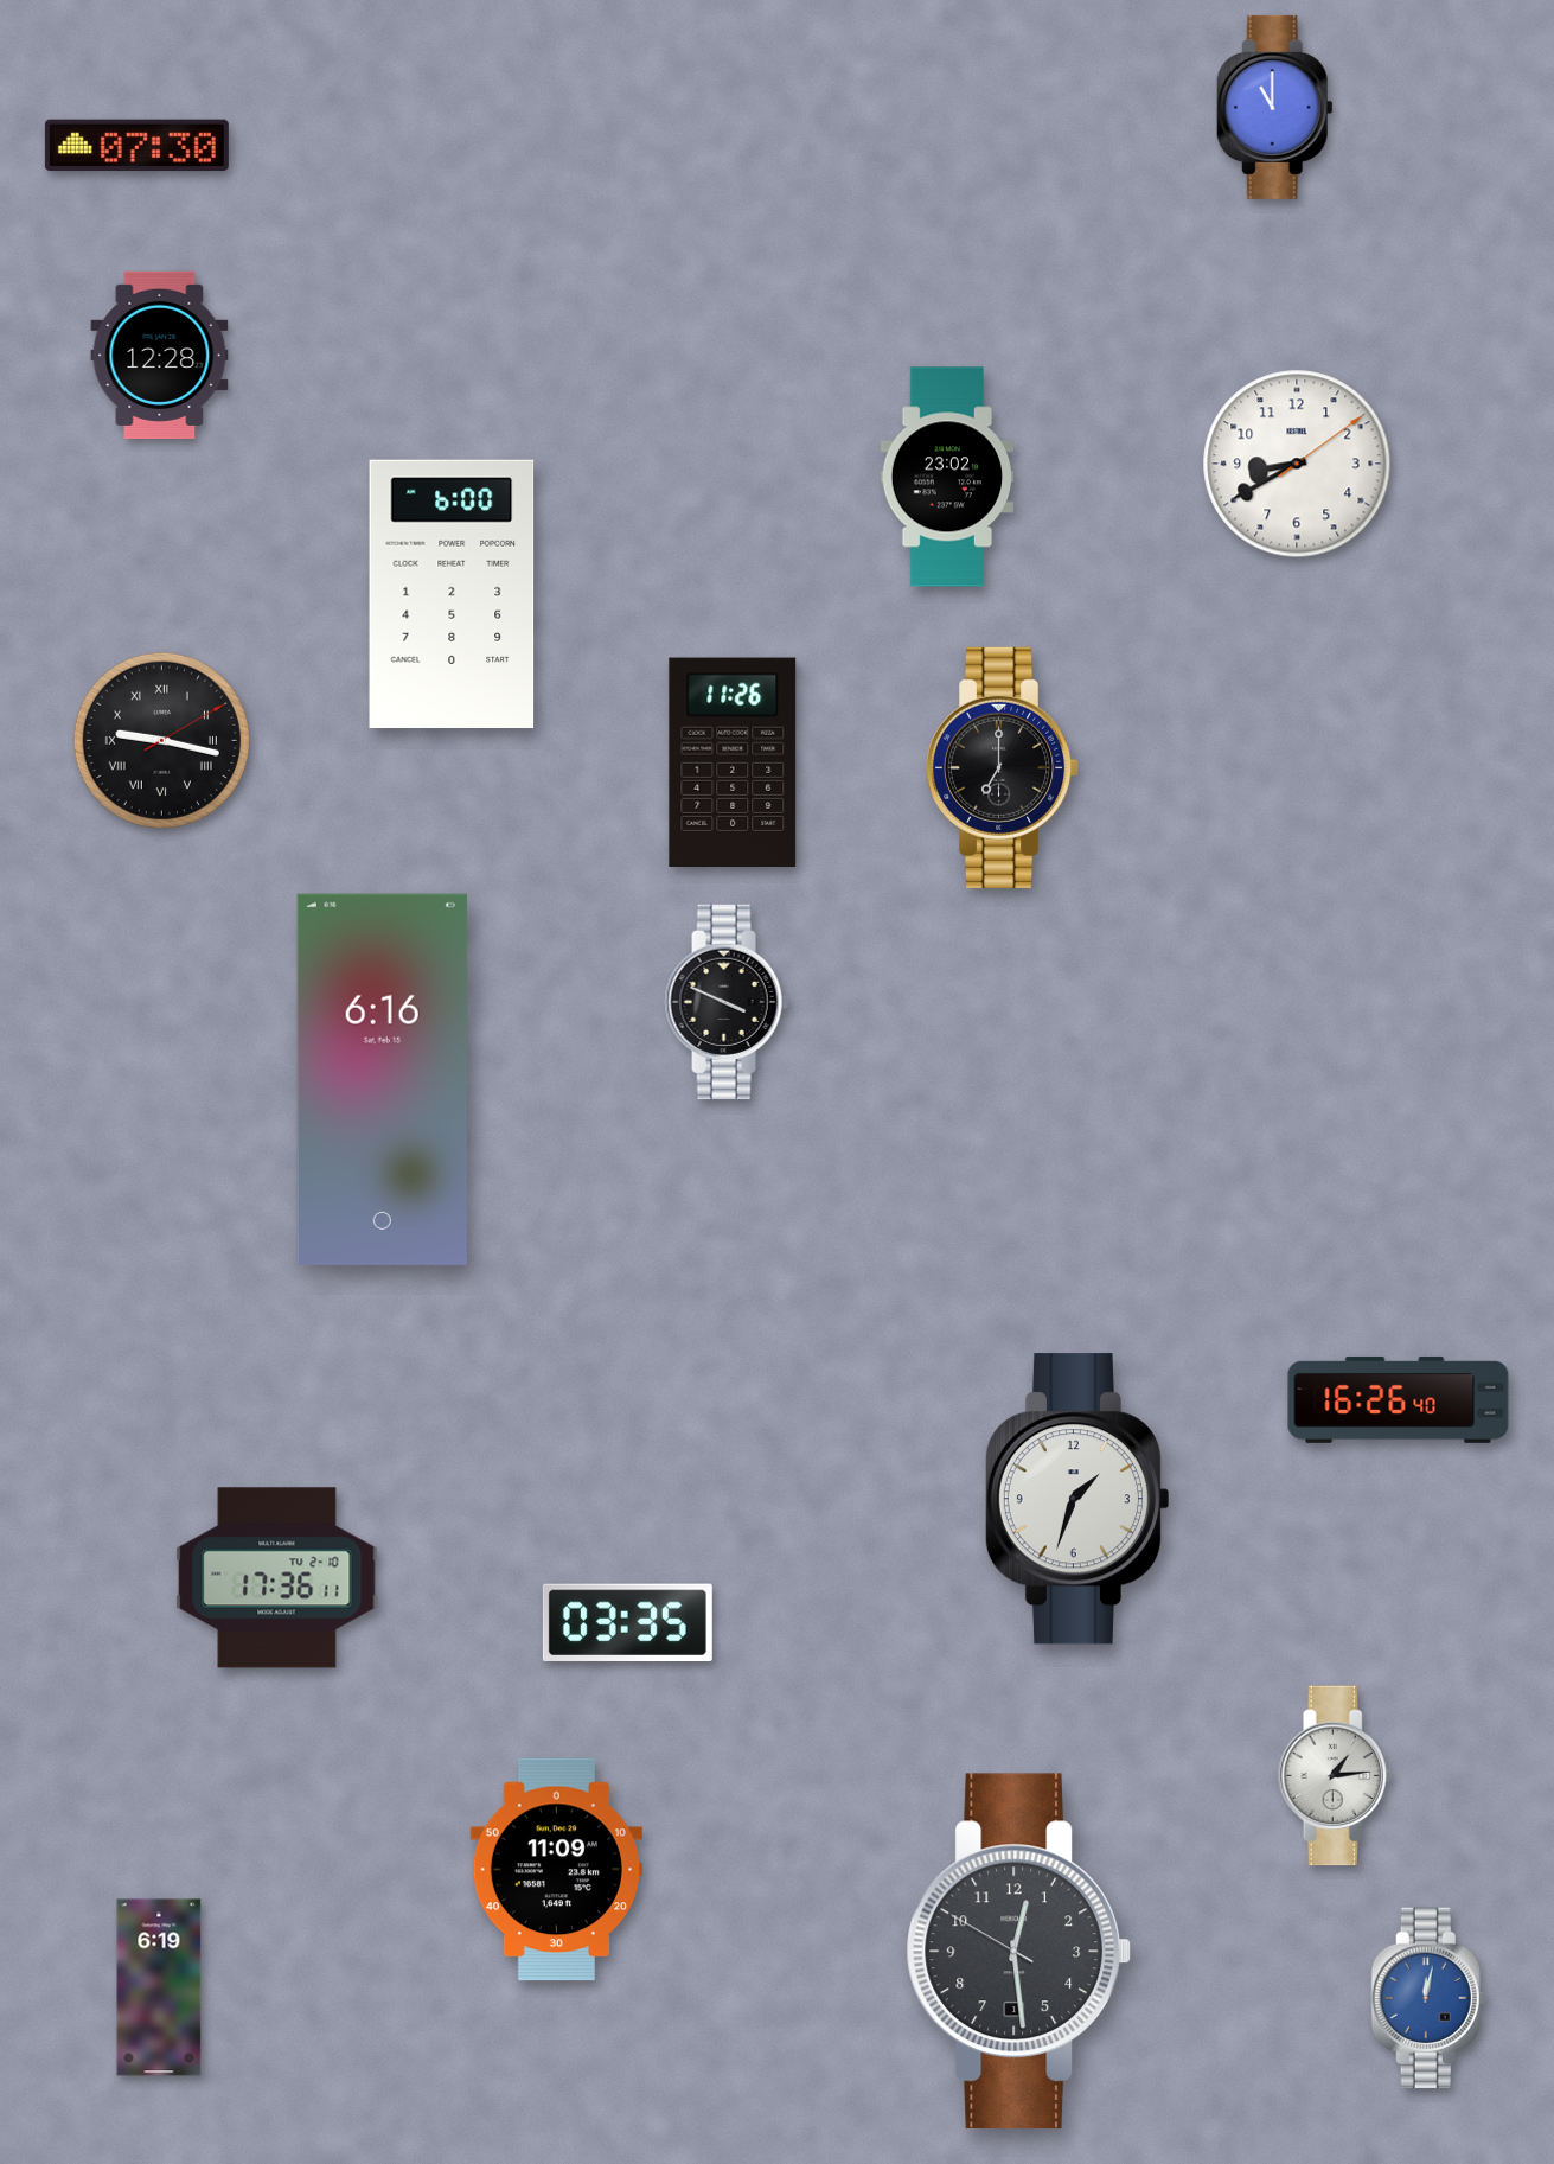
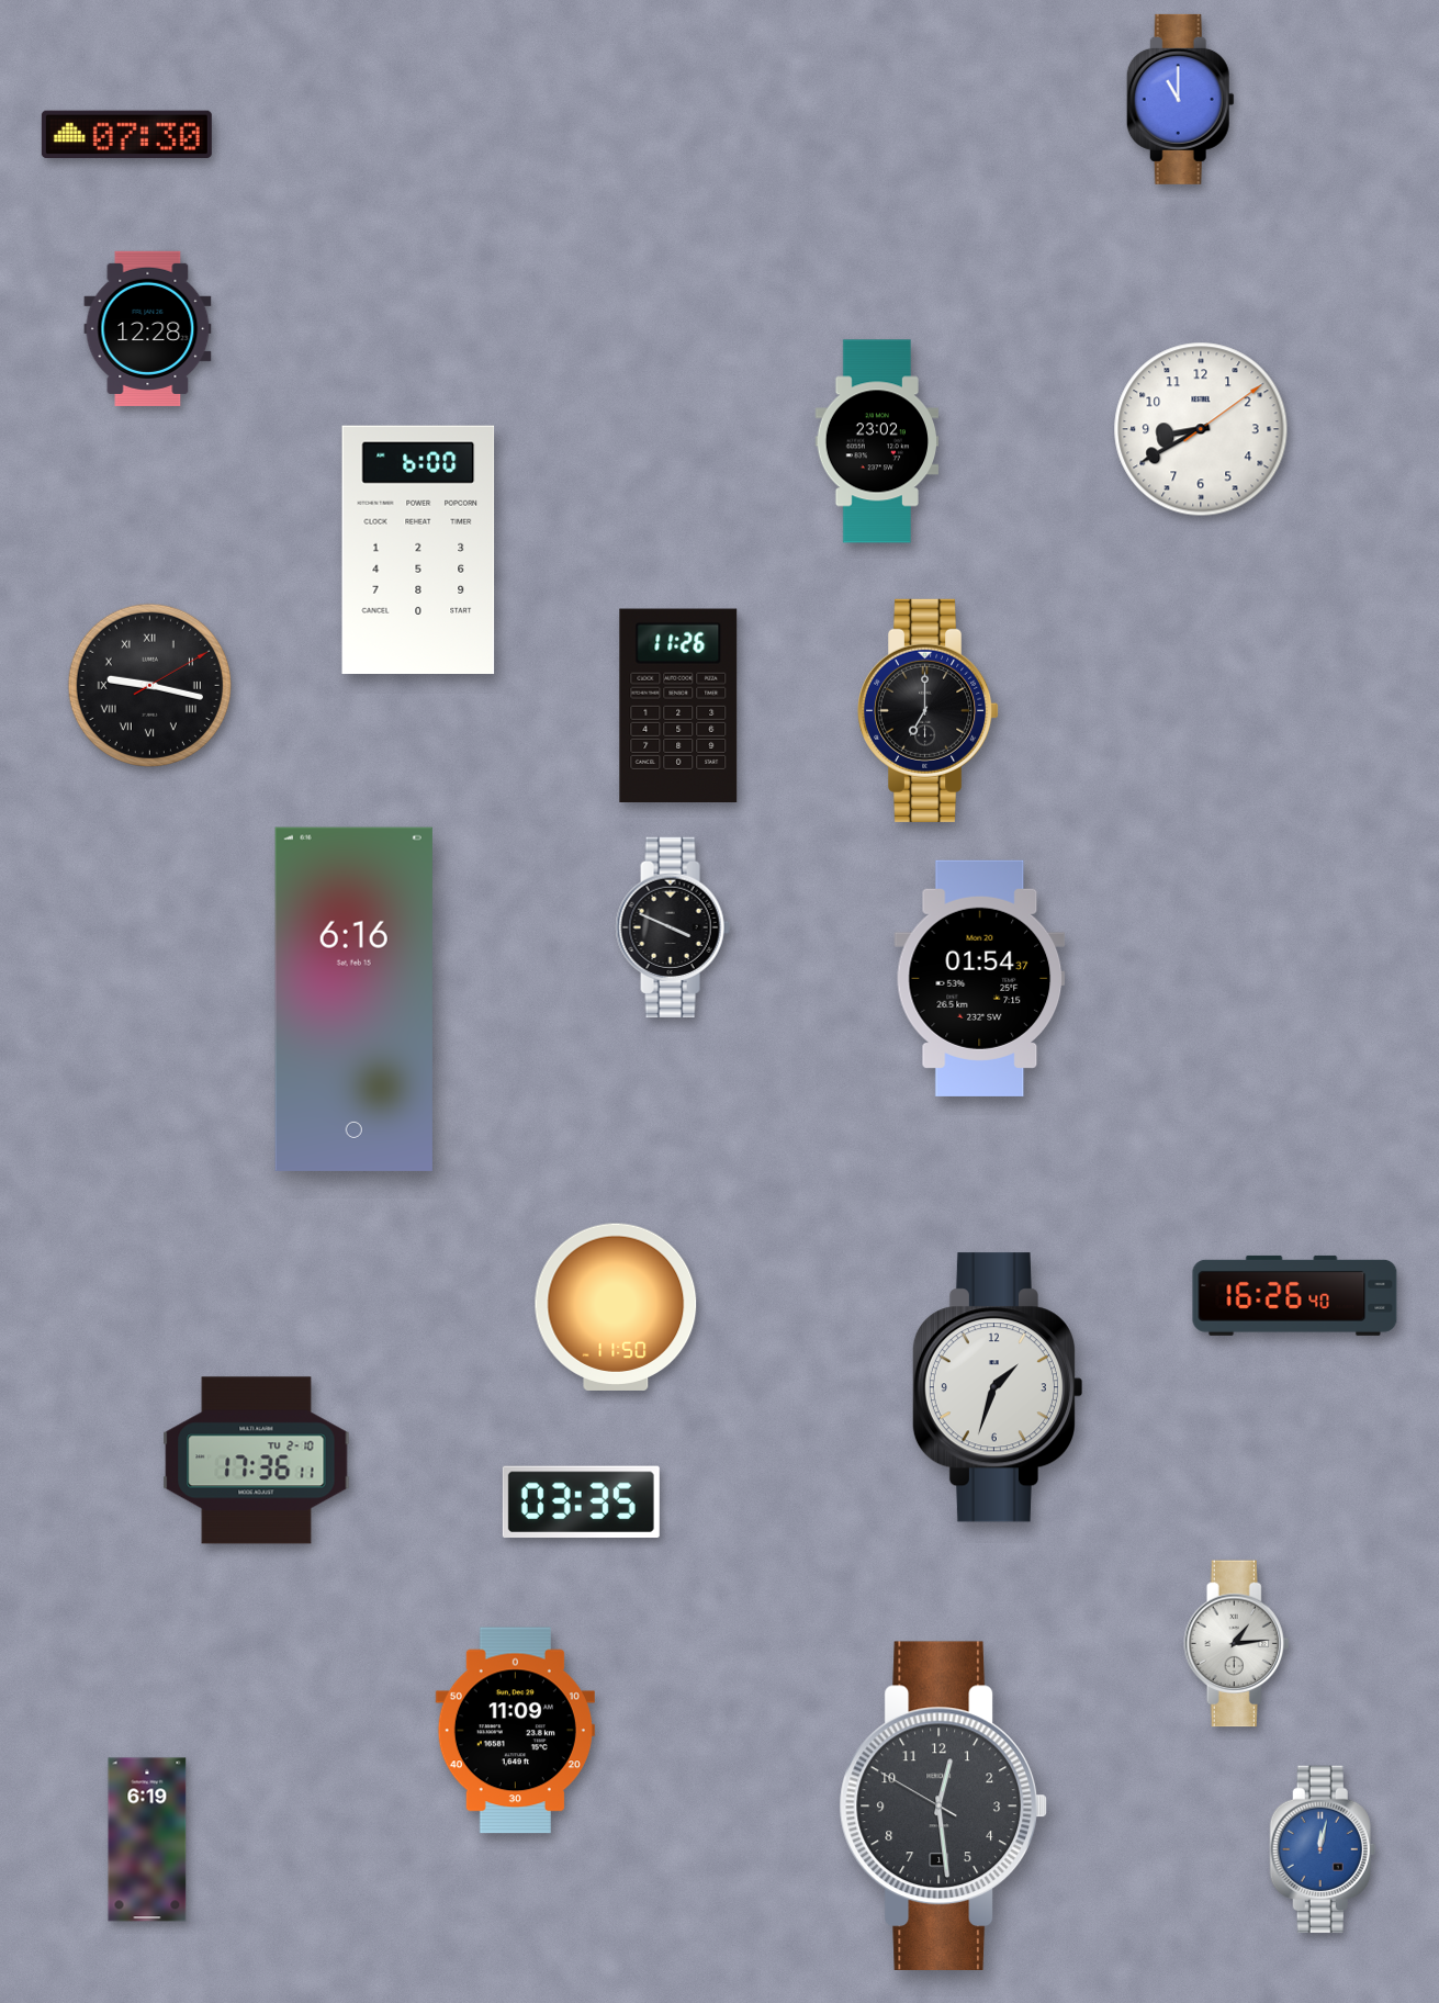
clock at (980, 978): none -> 01:54
clock at (616, 1306): none -> 11:50
